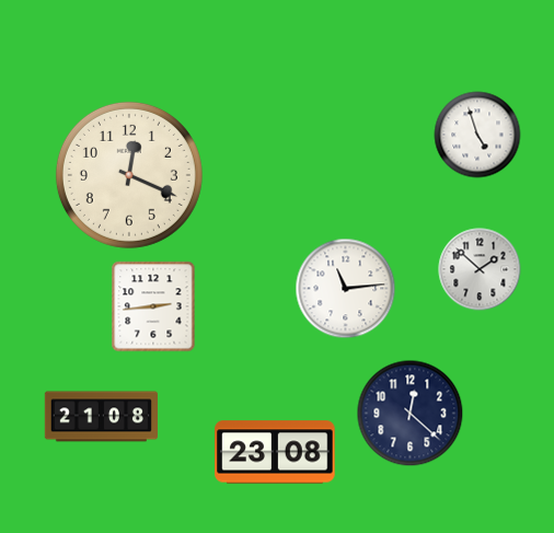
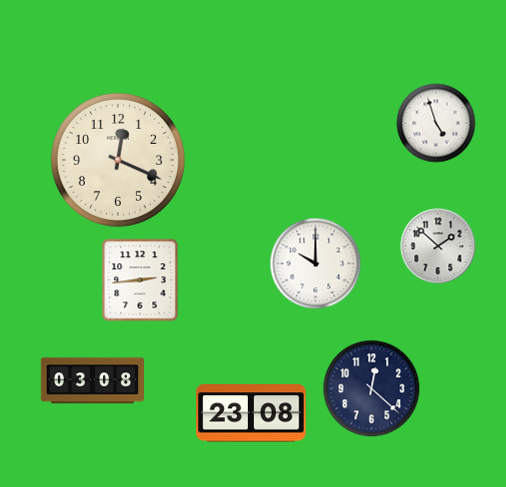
clock at (346, 289): 11:14 -> 10:00
clock at (411, 414) position: (411, 414) -> (372, 389)
clock at (101, 417): 21:08 -> 03:08
